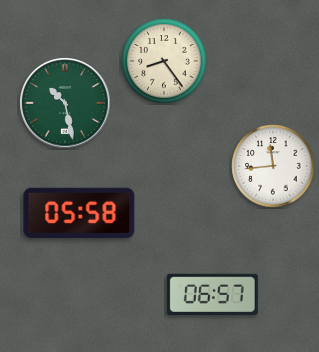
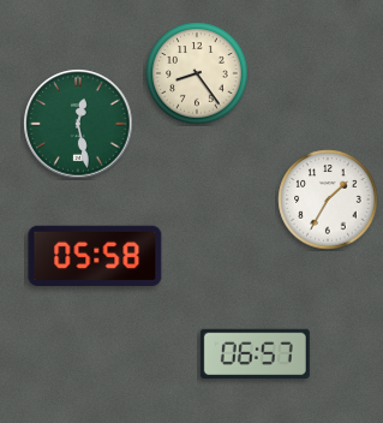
clock at (65, 103): 10:28 -> 12:28
clock at (273, 166): 11:44 -> 1:35
